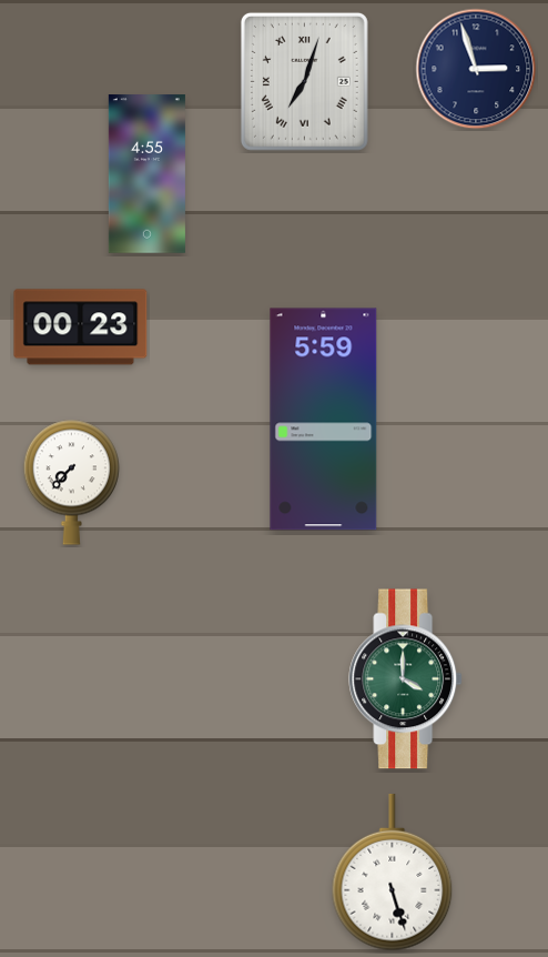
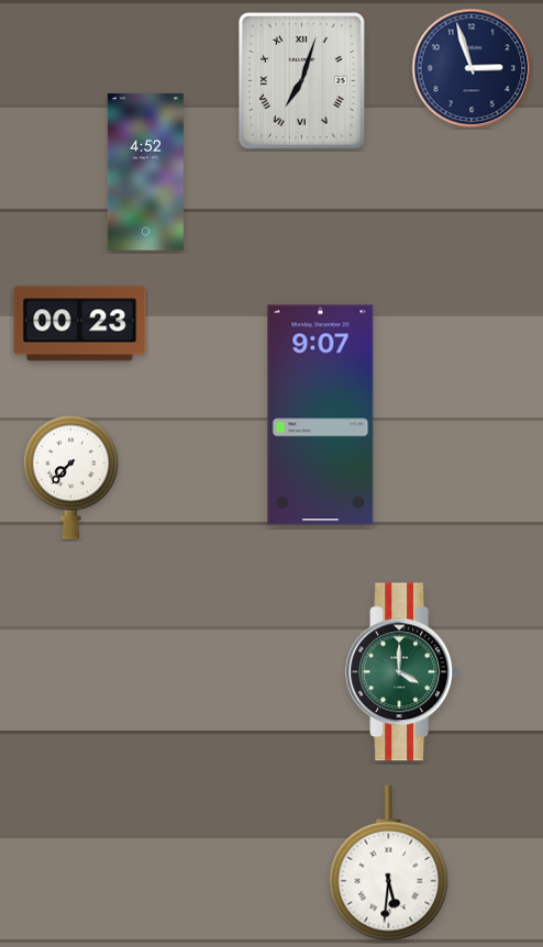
clock at (146, 174): 4:55 -> 4:52
clock at (324, 420): 5:59 -> 9:07
clock at (393, 873): 5:27 -> 5:31
